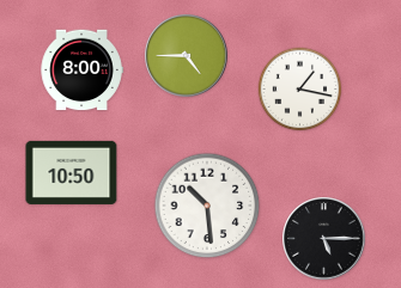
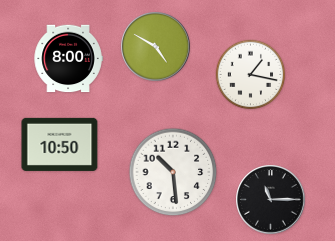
clock at (187, 56): 4:45 -> 4:50
clock at (324, 239): 5:15 -> 11:15
